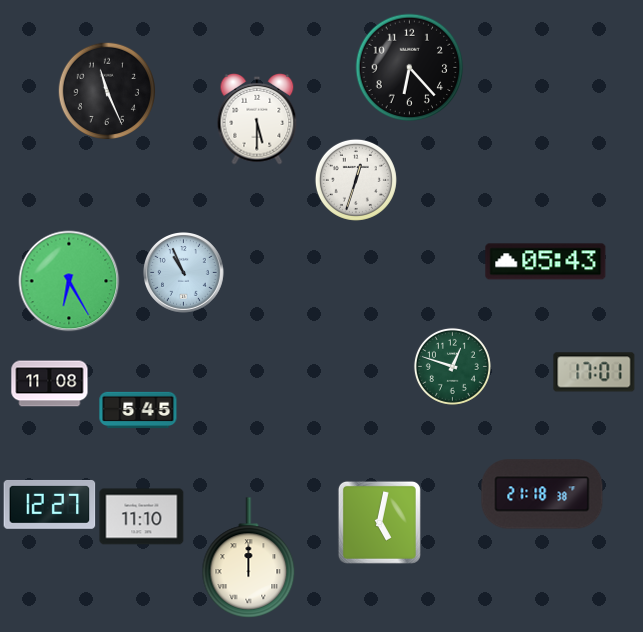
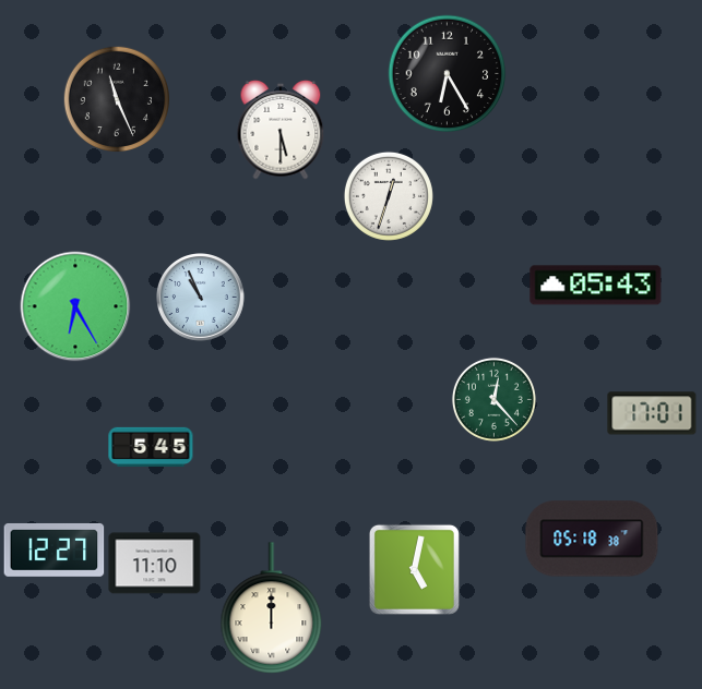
clock at (410, 68): 6:23 -> 6:25
clock at (452, 366): 12:48 -> 12:23
clock at (594, 372) position: (594, 372) -> (652, 413)
clock at (50, 384): 11:08 -> none
clock at (542, 494): 21:18 -> 05:18
